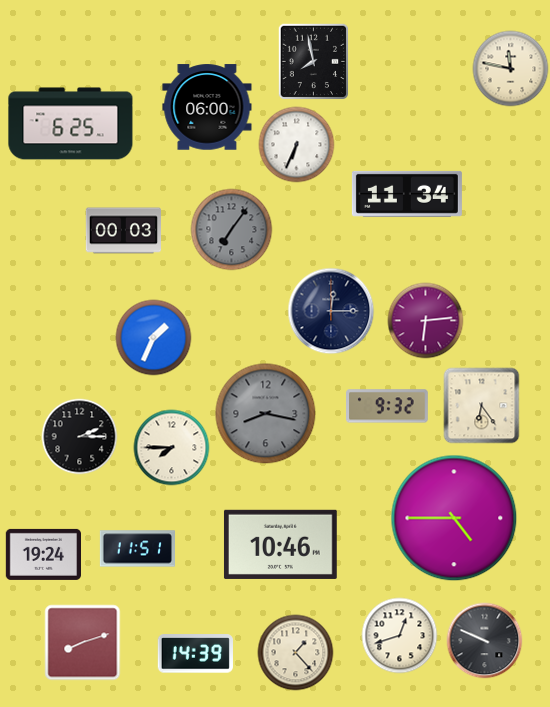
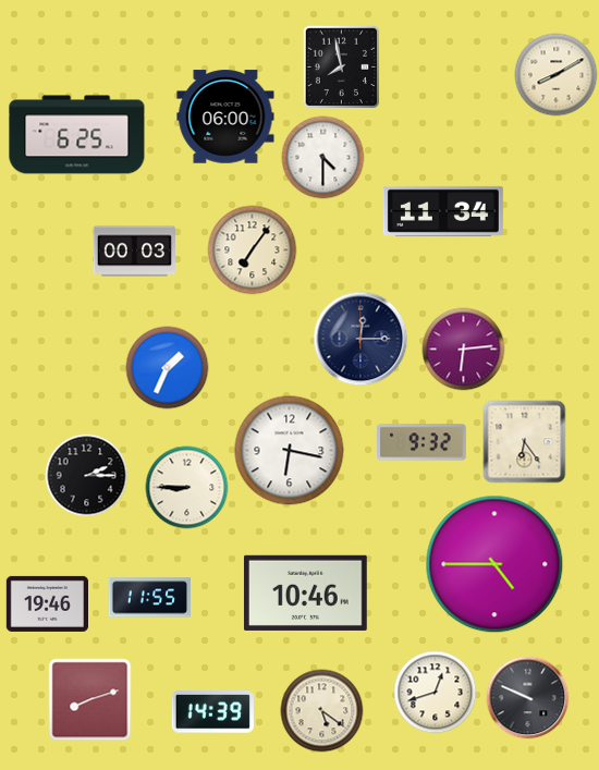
clock at (511, 69): 11:47 -> 8:10
clock at (297, 145): 6:34 -> 4:30
clock at (232, 230) dial: grey -> cream
clock at (266, 414): 8:17 -> 6:17
clock at (266, 414) dial: grey -> white
clock at (172, 448): 7:45 -> 8:45
clock at (138, 549): 11:51 -> 11:55
clock at (43, 554): 19:24 -> 19:46
clock at (296, 653): 1:23 -> 5:21
